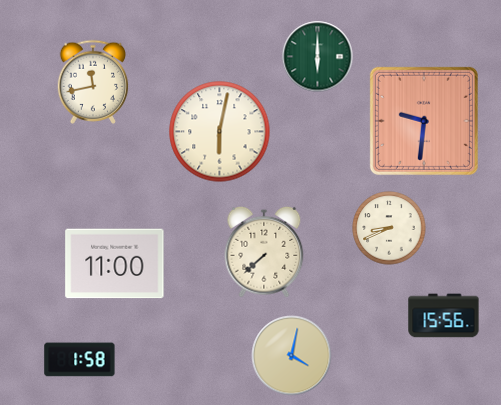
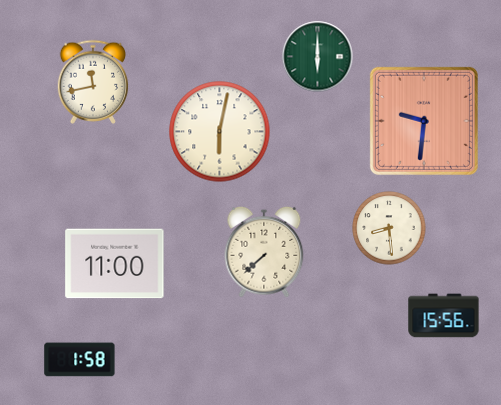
clock at (389, 228): 8:41 -> 8:29
clock at (292, 356): 4:02 -> none
